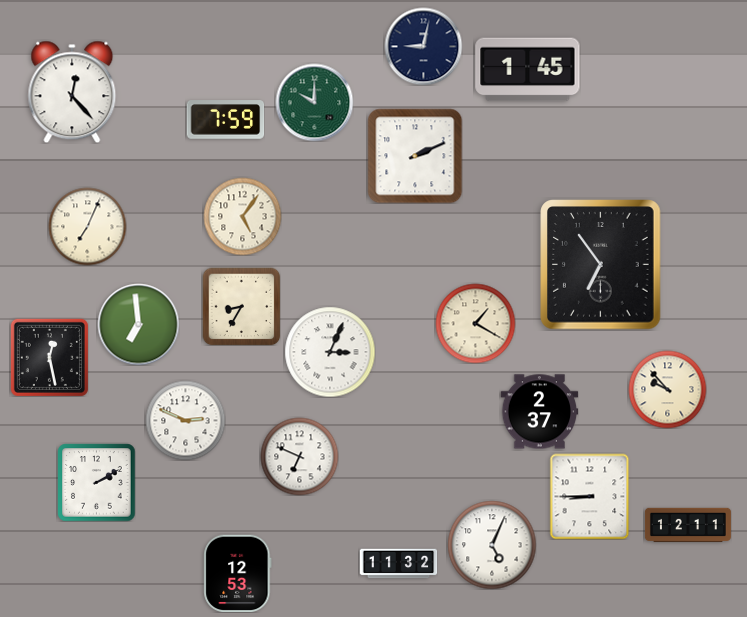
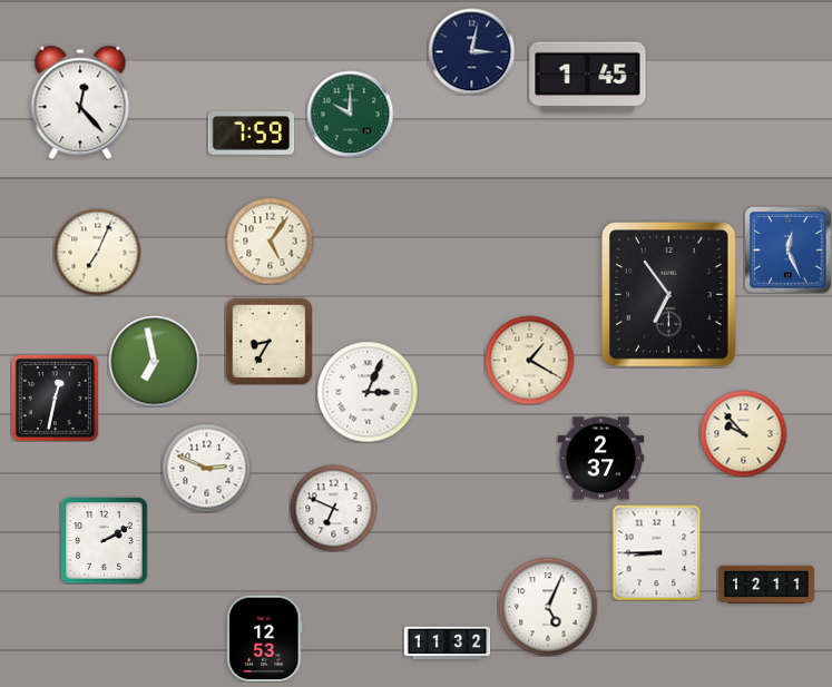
clock at (423, 46): 9:02 -> 3:02
clock at (415, 156): 2:11 -> none
clock at (789, 251): none -> 12:26
clock at (138, 324): 6:59 -> 6:58
clock at (49, 357): 12:28 -> 12:32
clock at (96, 482) position: (96, 482) -> (104, 540)
clock at (398, 564) position: (398, 564) -> (447, 644)
